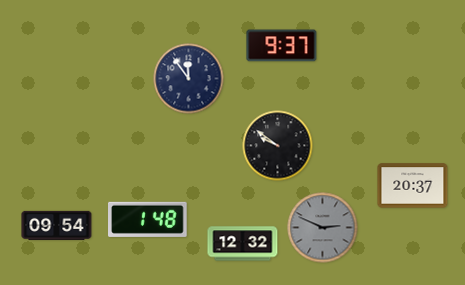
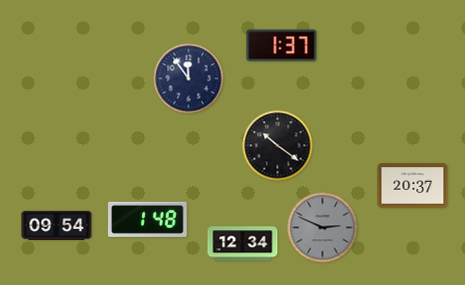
clock at (282, 46): 9:37 -> 1:37
clock at (278, 146): 9:51 -> 10:21
clock at (243, 244): 12:32 -> 12:34
